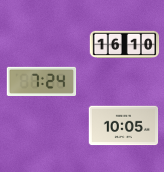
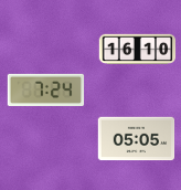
clock at (124, 126): 10:05 -> 05:05
